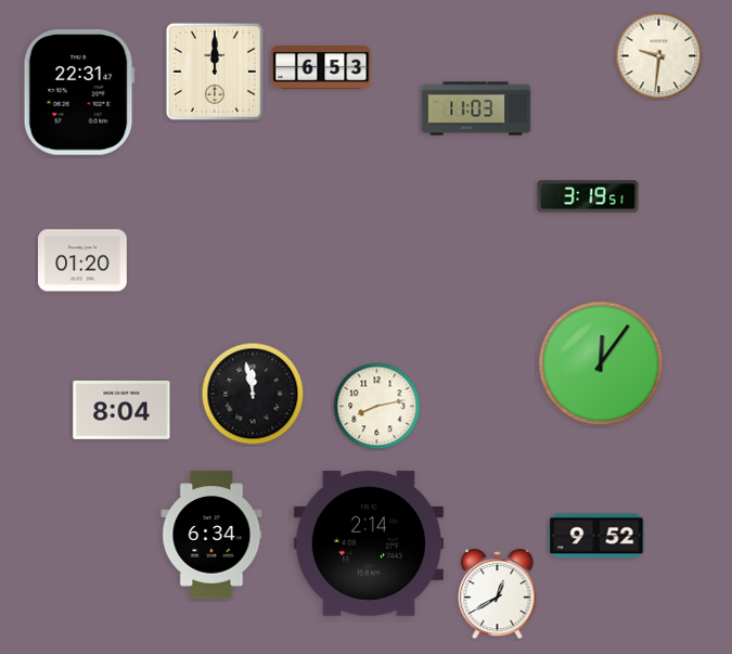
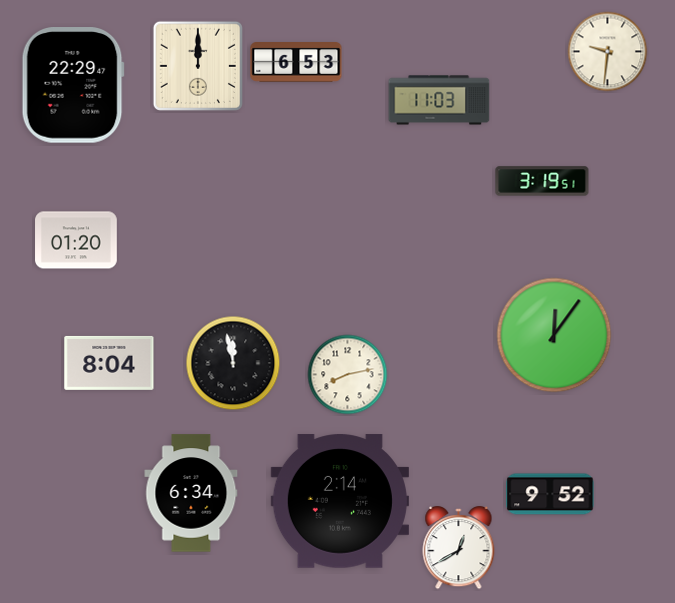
clock at (79, 93): 22:31 -> 22:29
clock at (121, 410) position: (121, 410) -> (109, 363)
clock at (211, 535) position: (211, 535) -> (191, 493)
